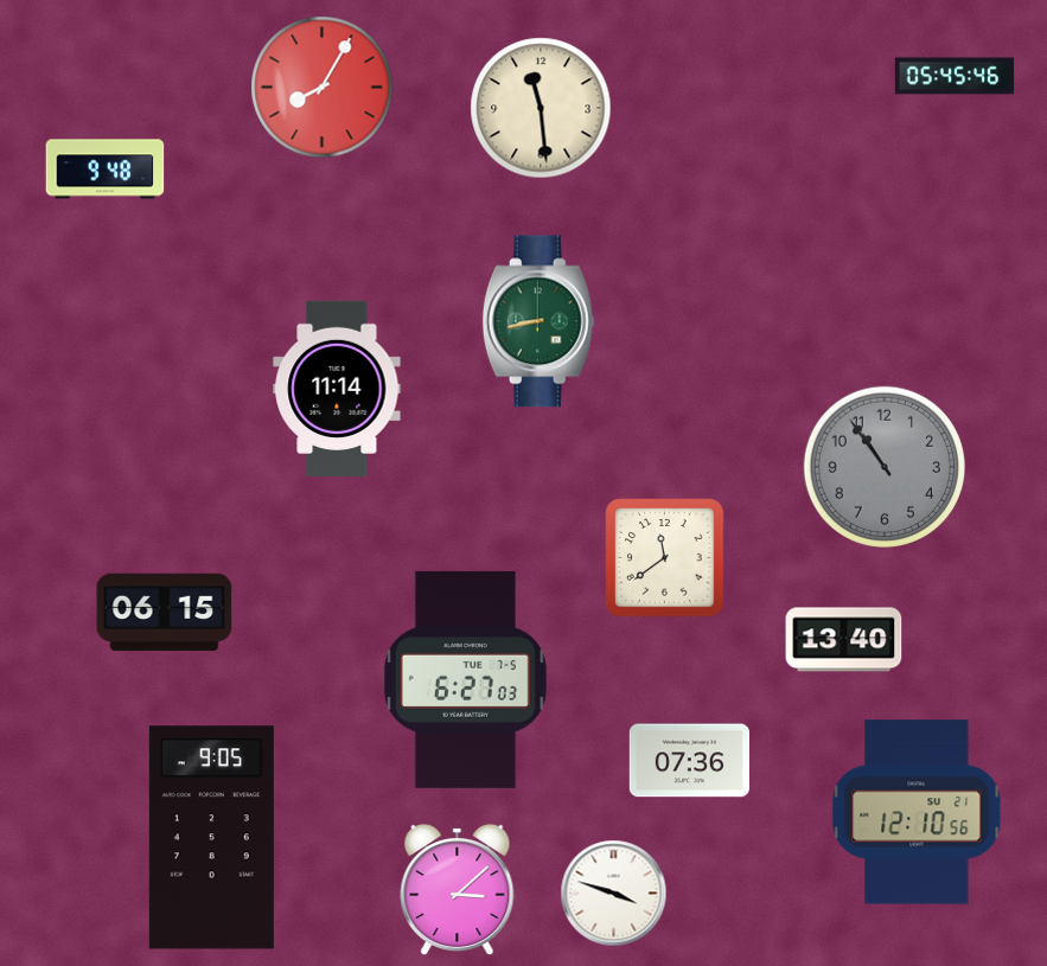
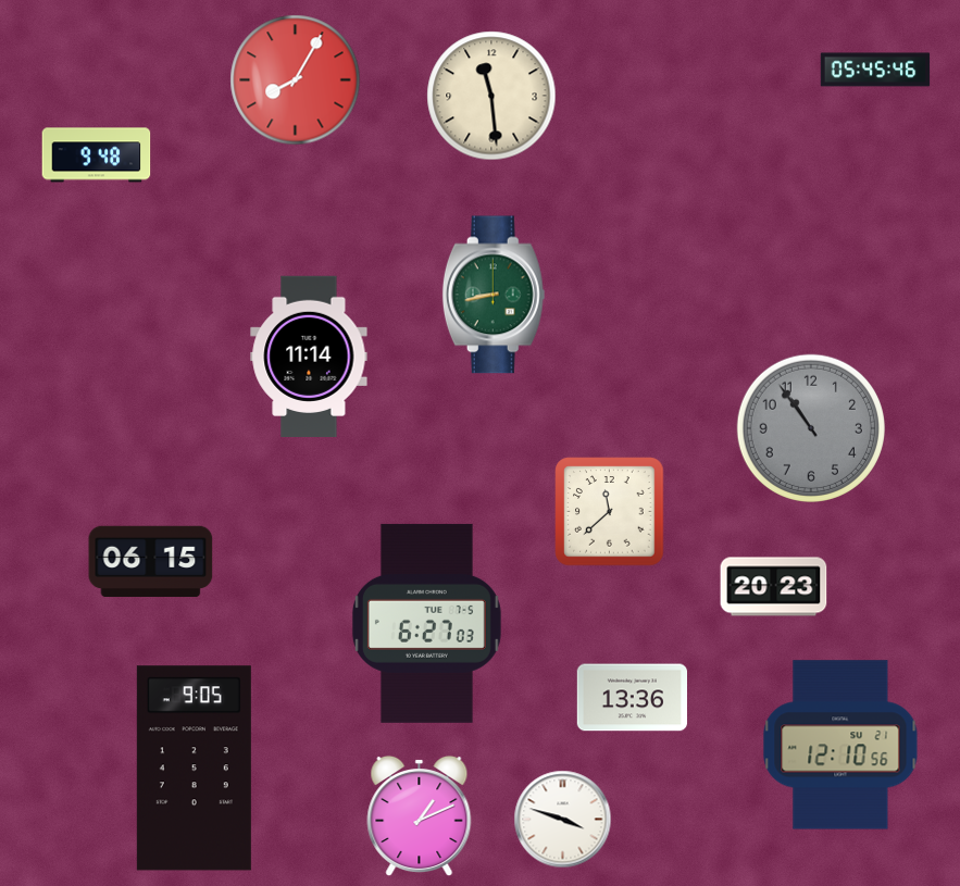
clock at (541, 108) position: (541, 108) -> (491, 96)
clock at (665, 558): 11:39 -> 11:38
clock at (844, 640): 13:40 -> 20:23
clock at (689, 761): 07:36 -> 13:36
clock at (458, 890): 3:08 -> 1:11
